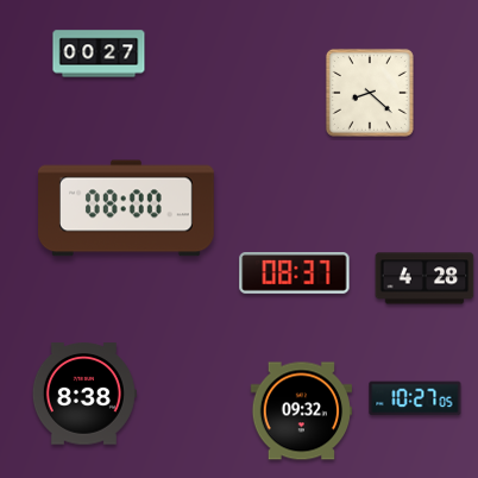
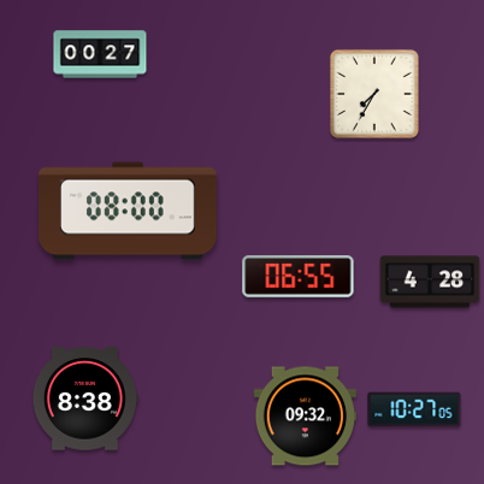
clock at (370, 93): 8:22 -> 7:35
clock at (295, 273): 08:37 -> 06:55
clock at (415, 398) position: (415, 398) -> (414, 409)
